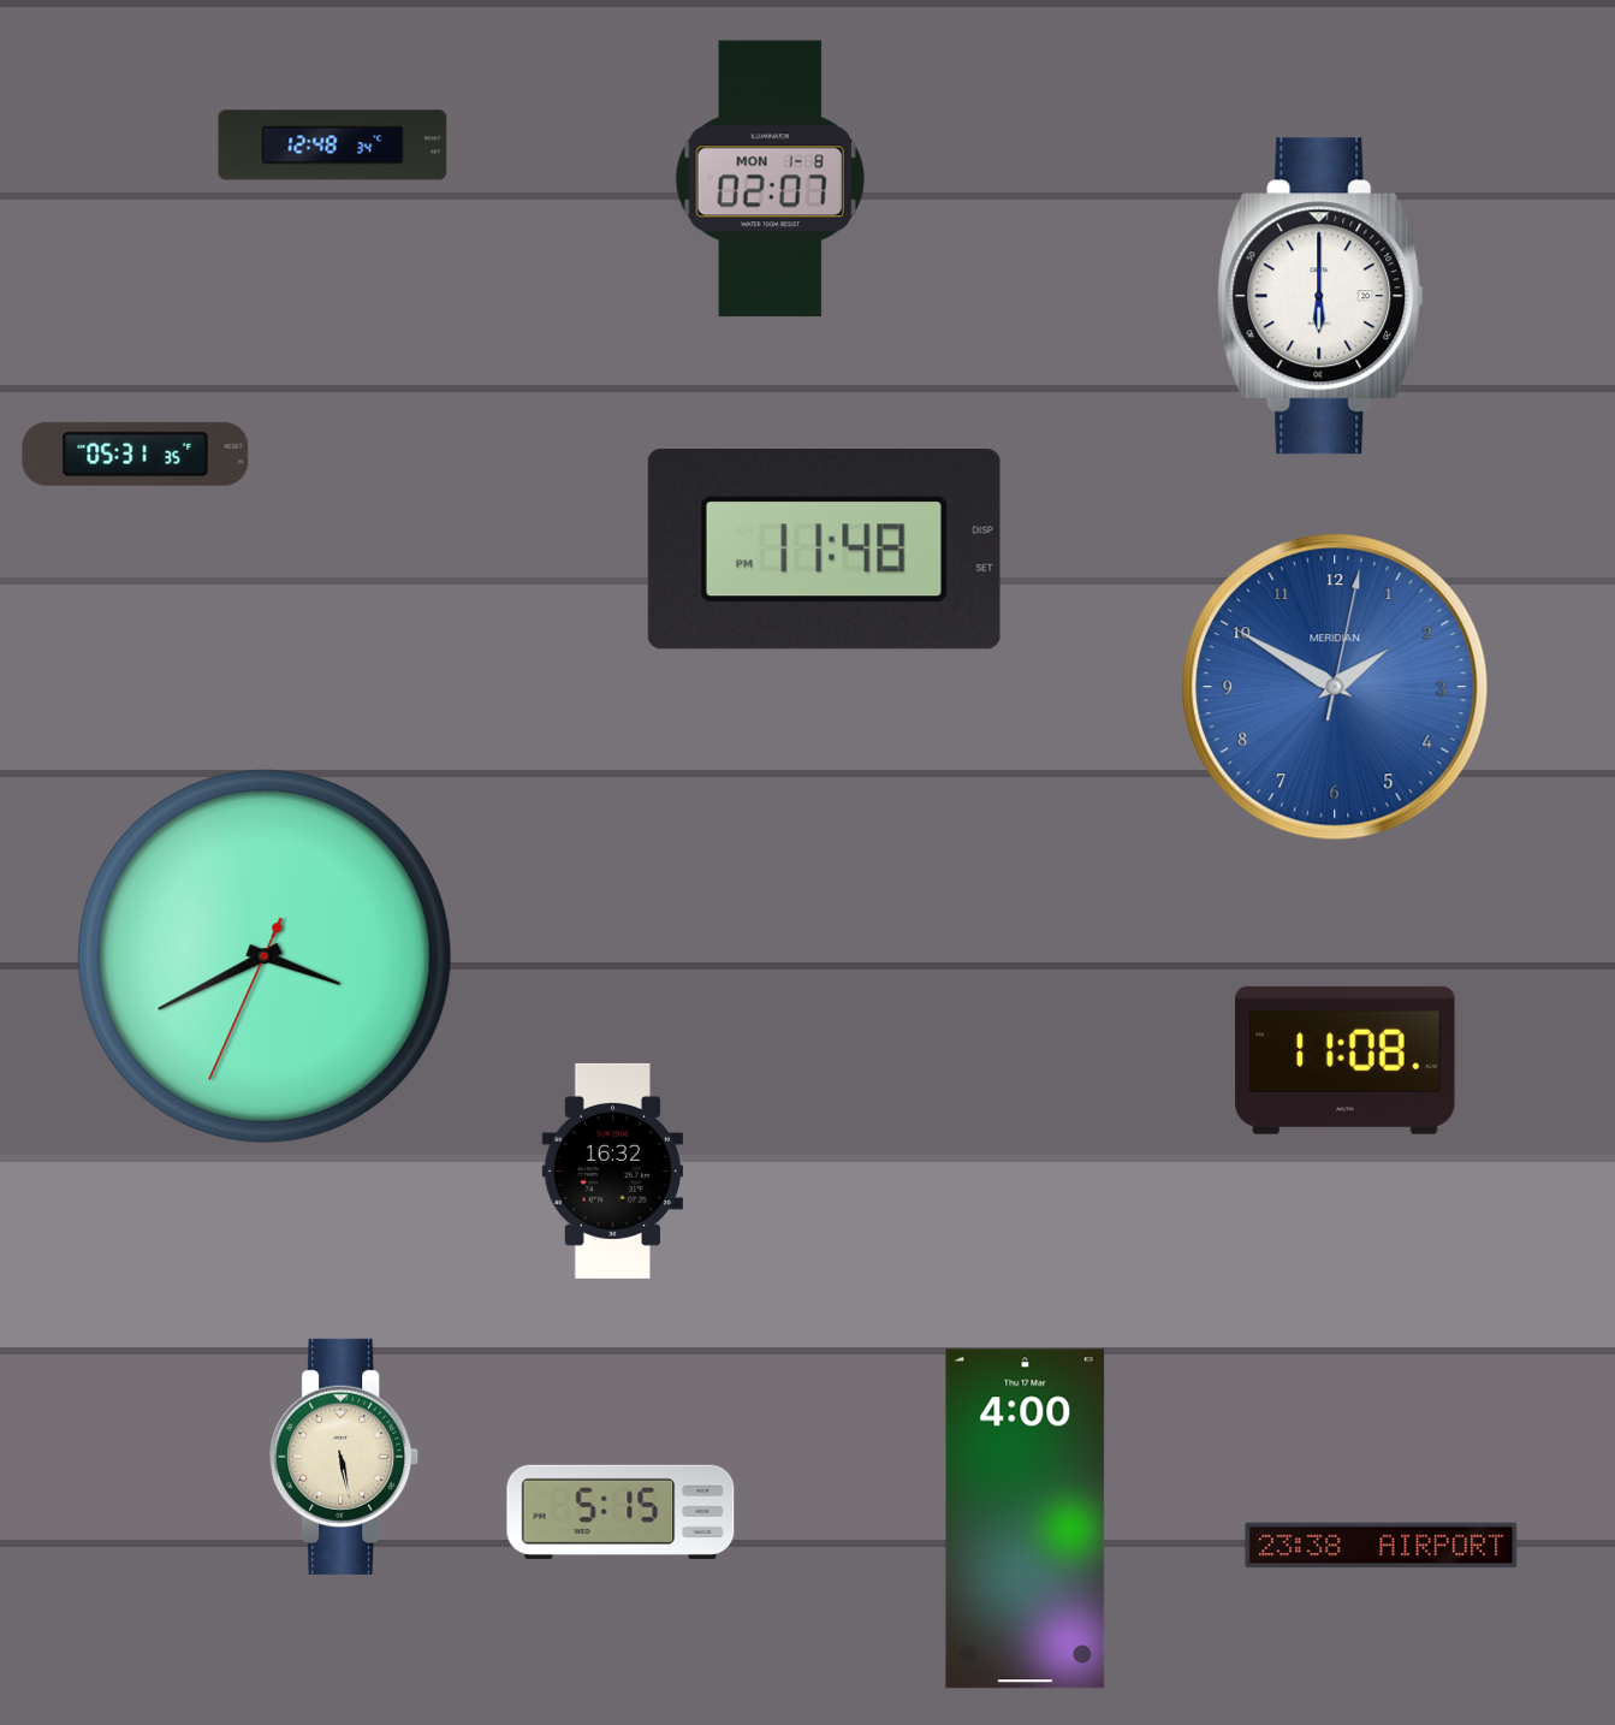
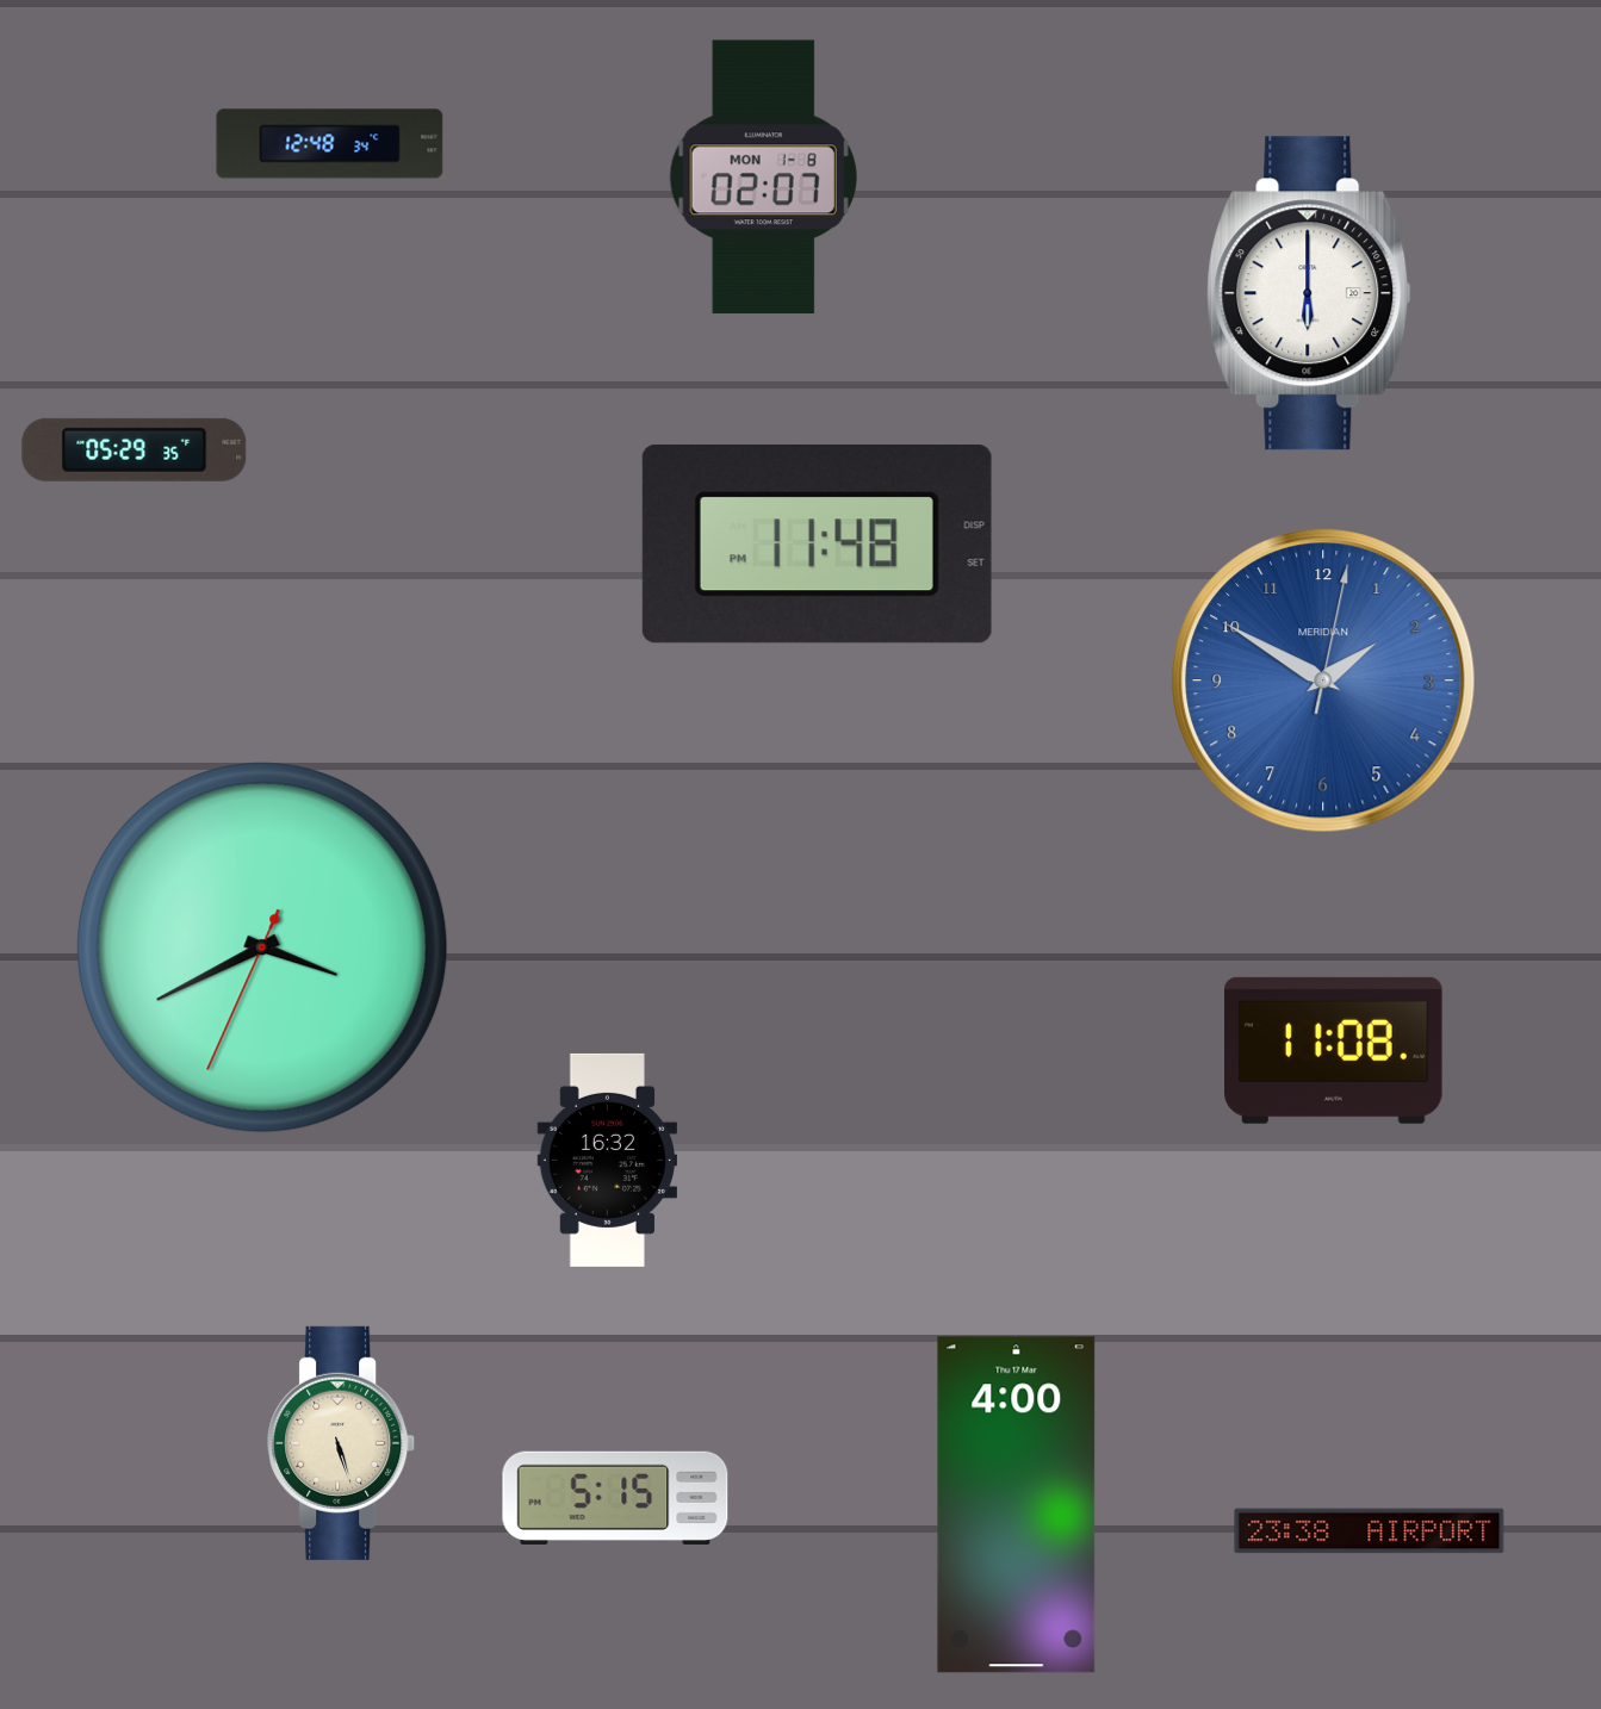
clock at (136, 454): 05:31 -> 05:29
clock at (345, 1457): 5:28 -> 5:27
